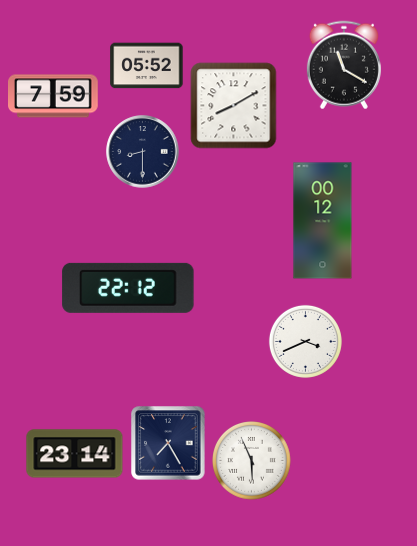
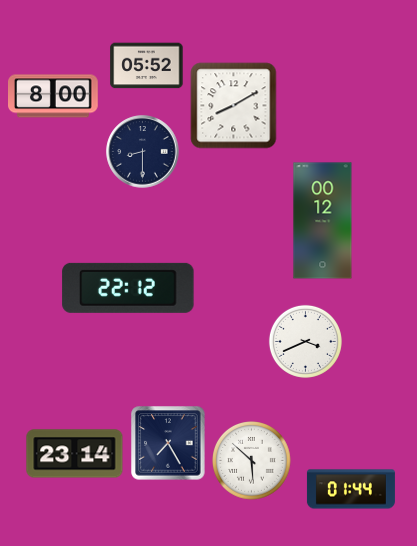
clock at (344, 65): 11:20 -> none
clock at (54, 96): 7:59 -> 8:00
clock at (252, 461): 5:56 -> 5:52
clock at (351, 489): none -> 01:44
